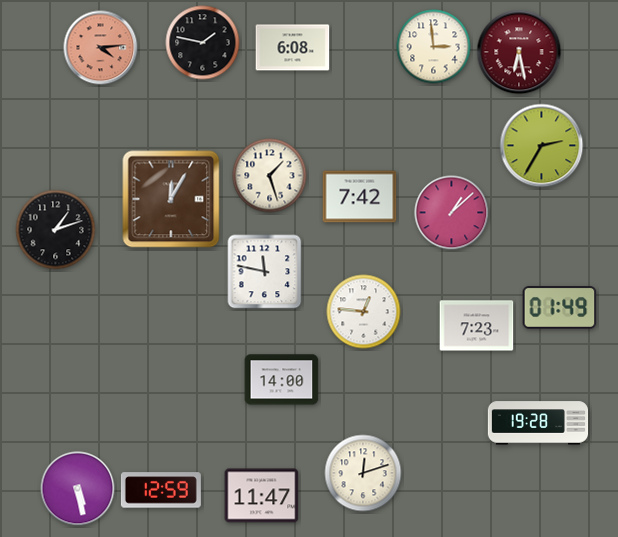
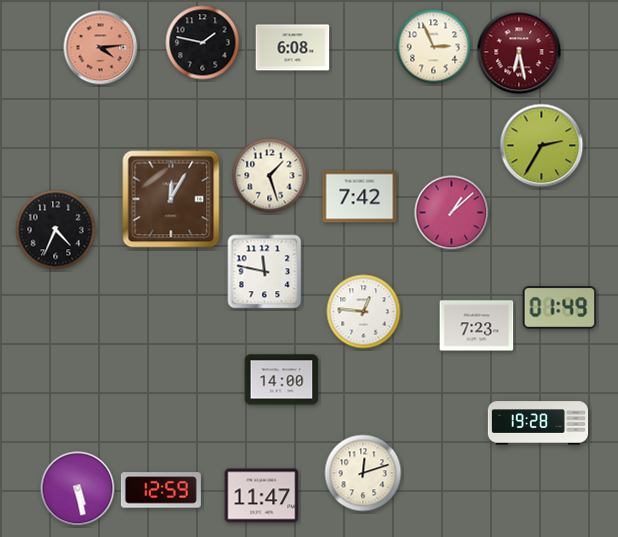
clock at (434, 47): 2:59 -> 2:56
clock at (56, 230): 1:12 -> 4:34
